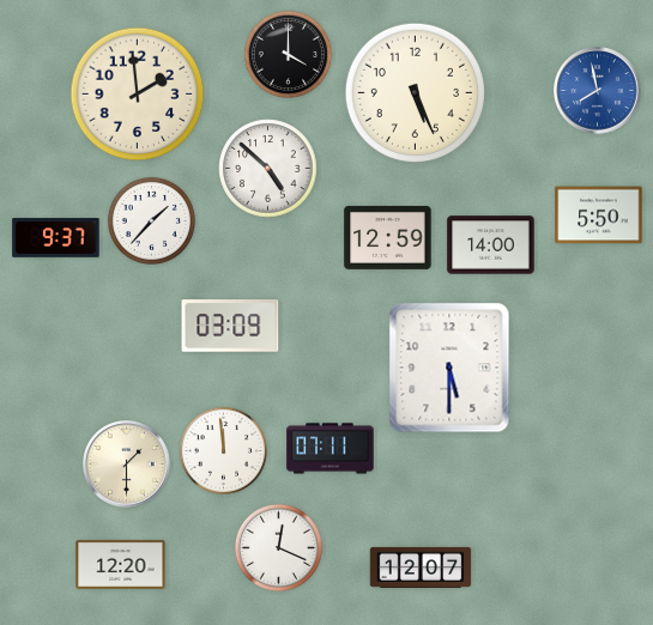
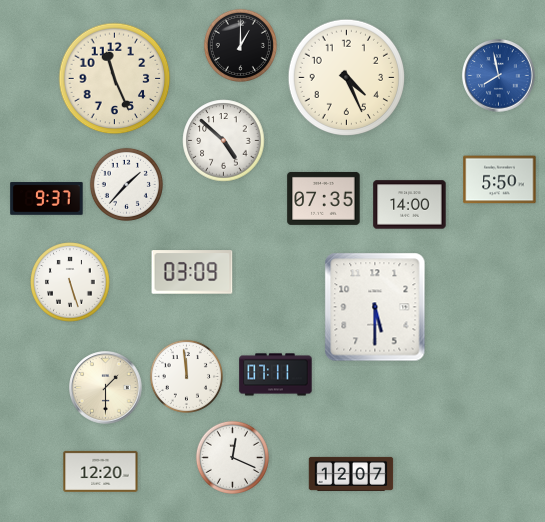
clock at (288, 54): 4:00 -> 1:00
clock at (415, 92): 5:26 -> 4:26
clock at (138, 95): 1:59 -> 11:26
clock at (388, 237): 12:59 -> 07:35
clock at (70, 282): none -> 5:27
